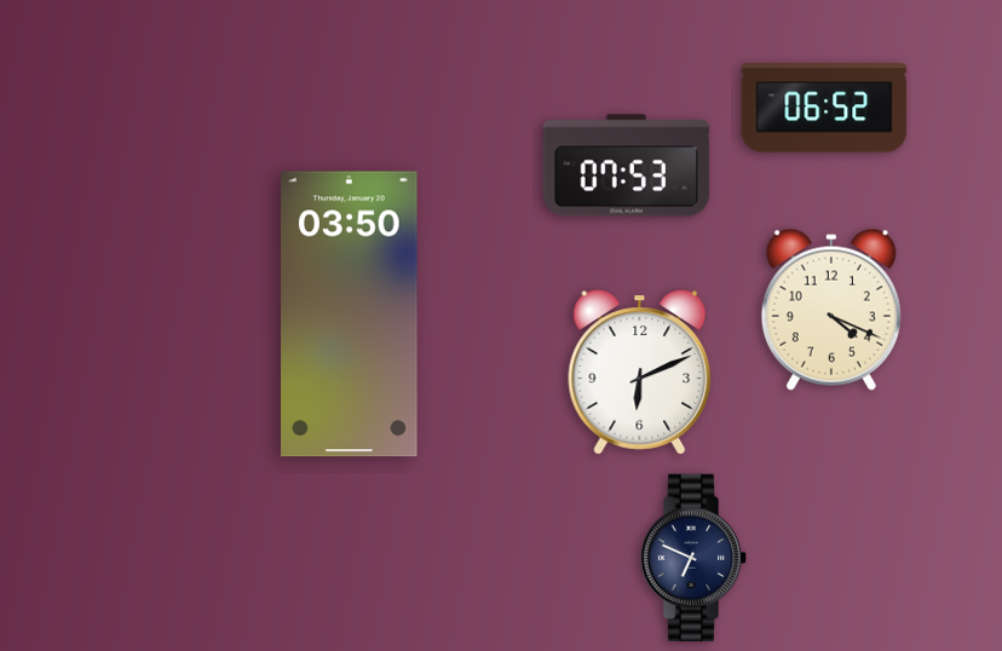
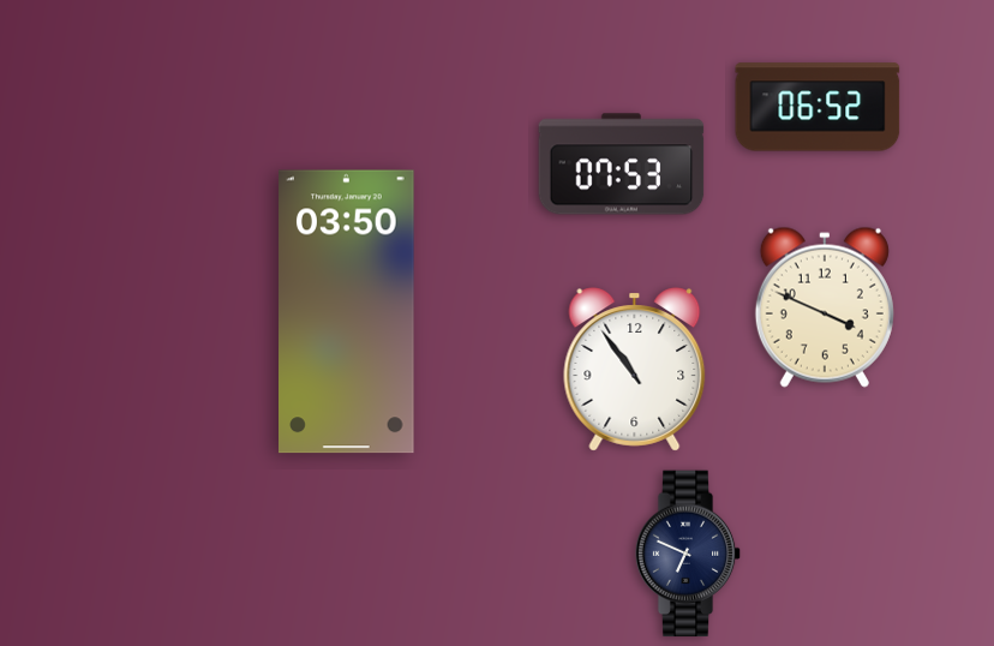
clock at (831, 310): 4:19 -> 3:49
clock at (640, 373): 6:11 -> 10:54
